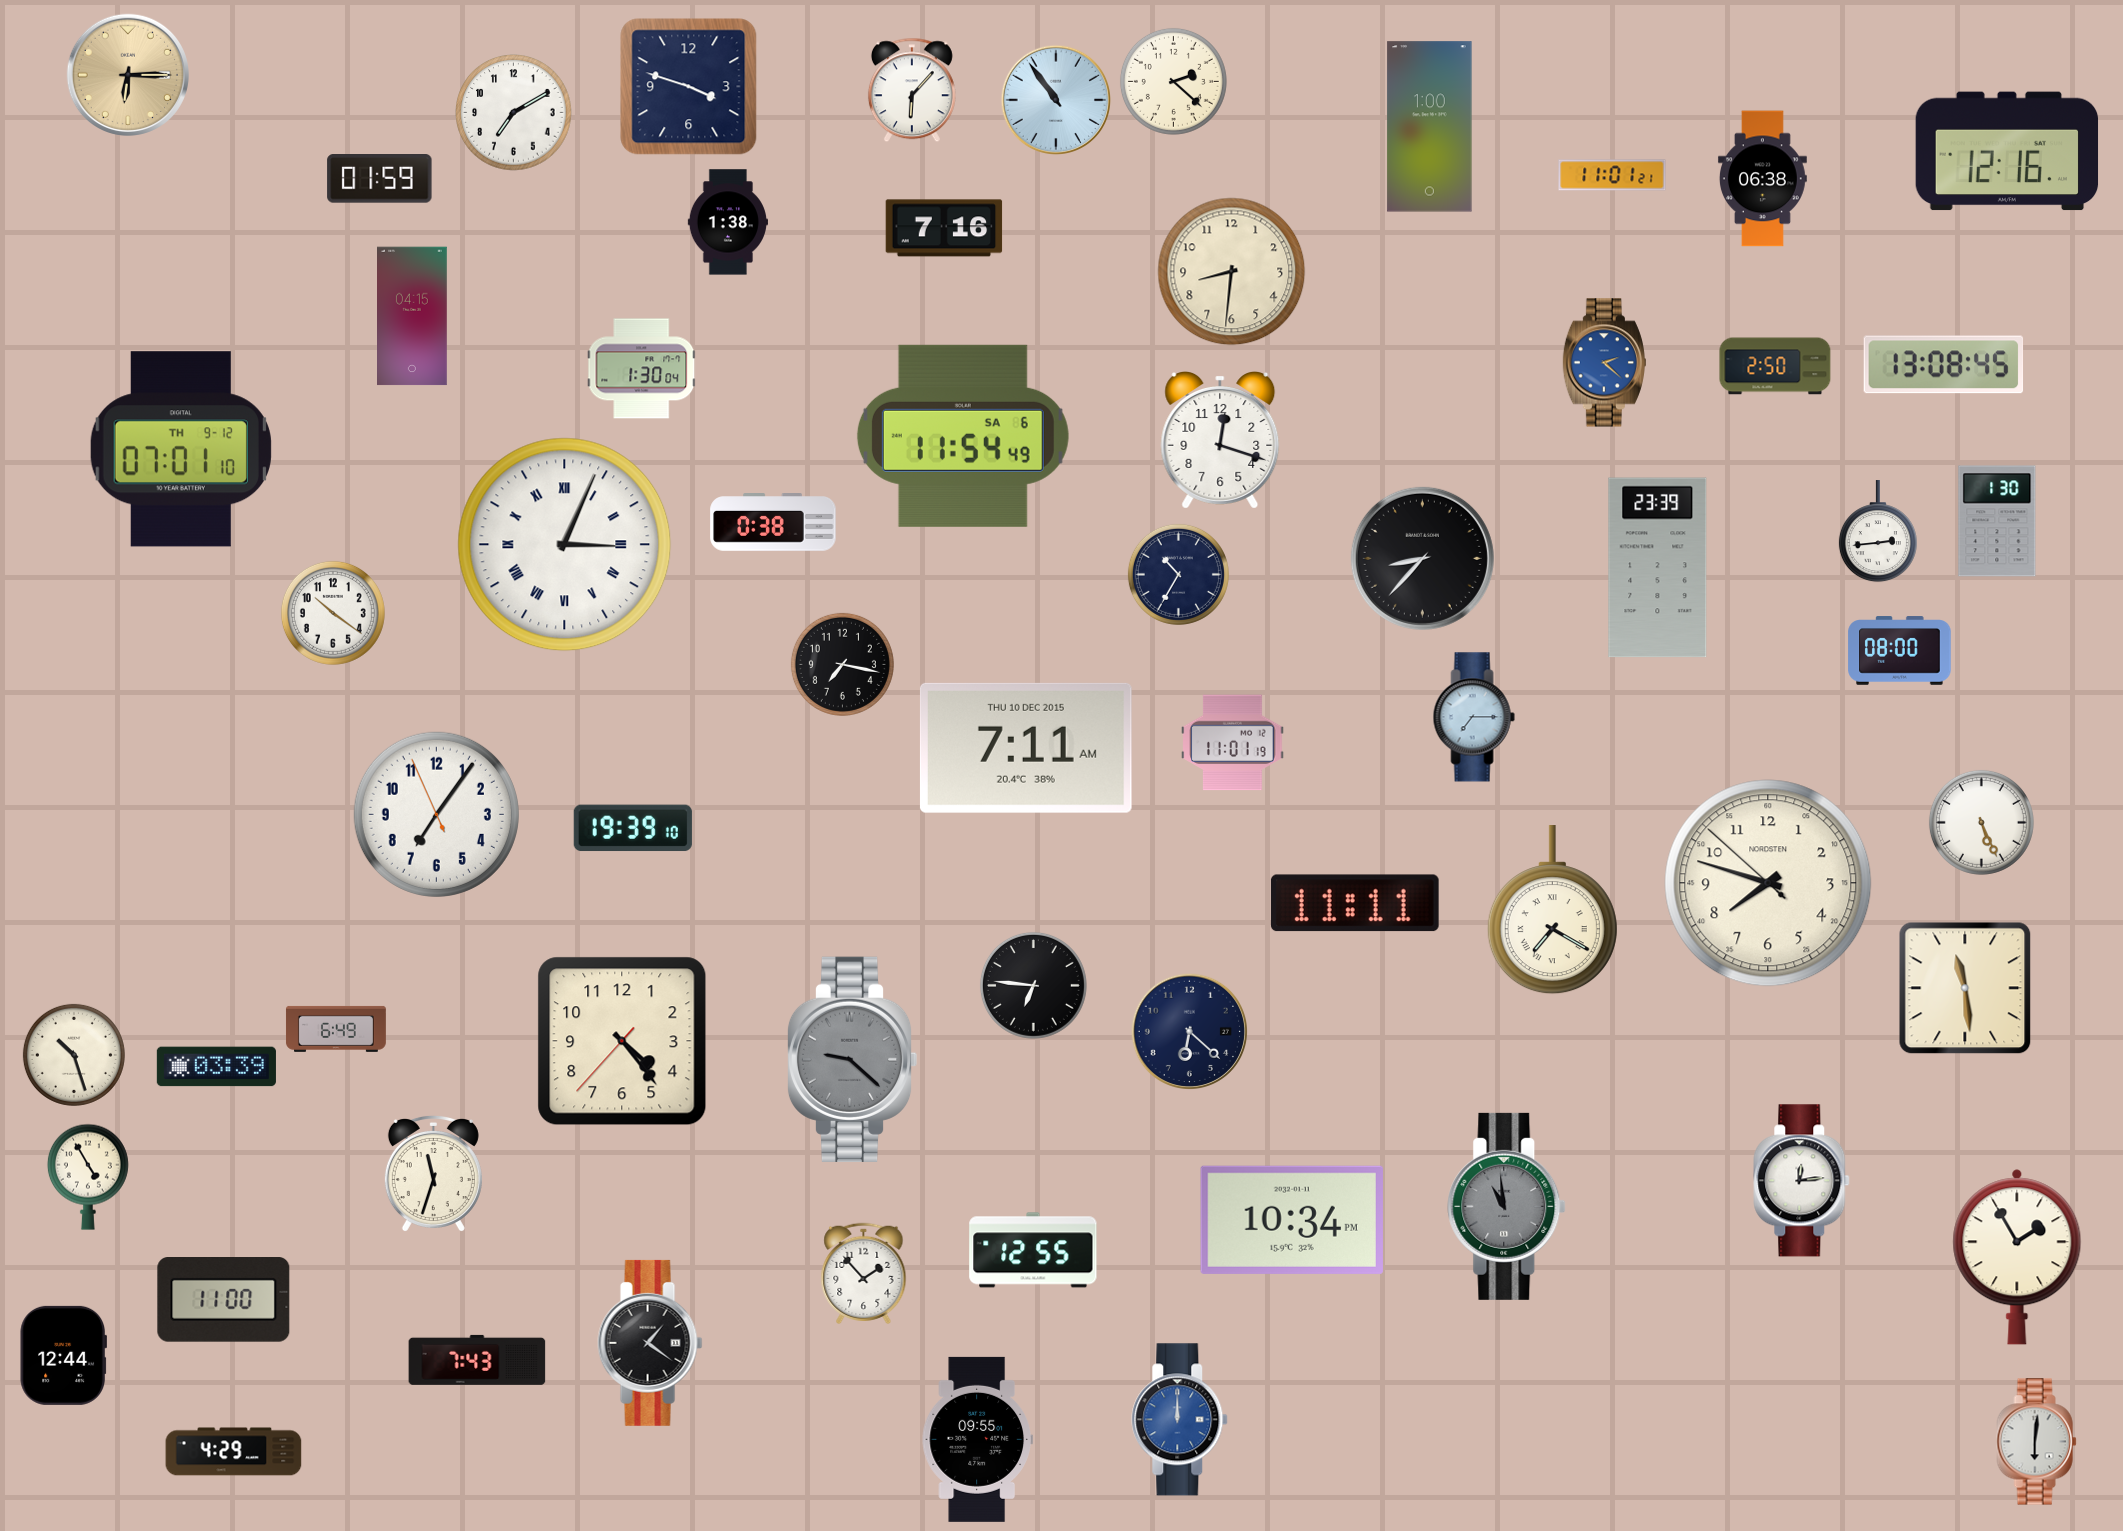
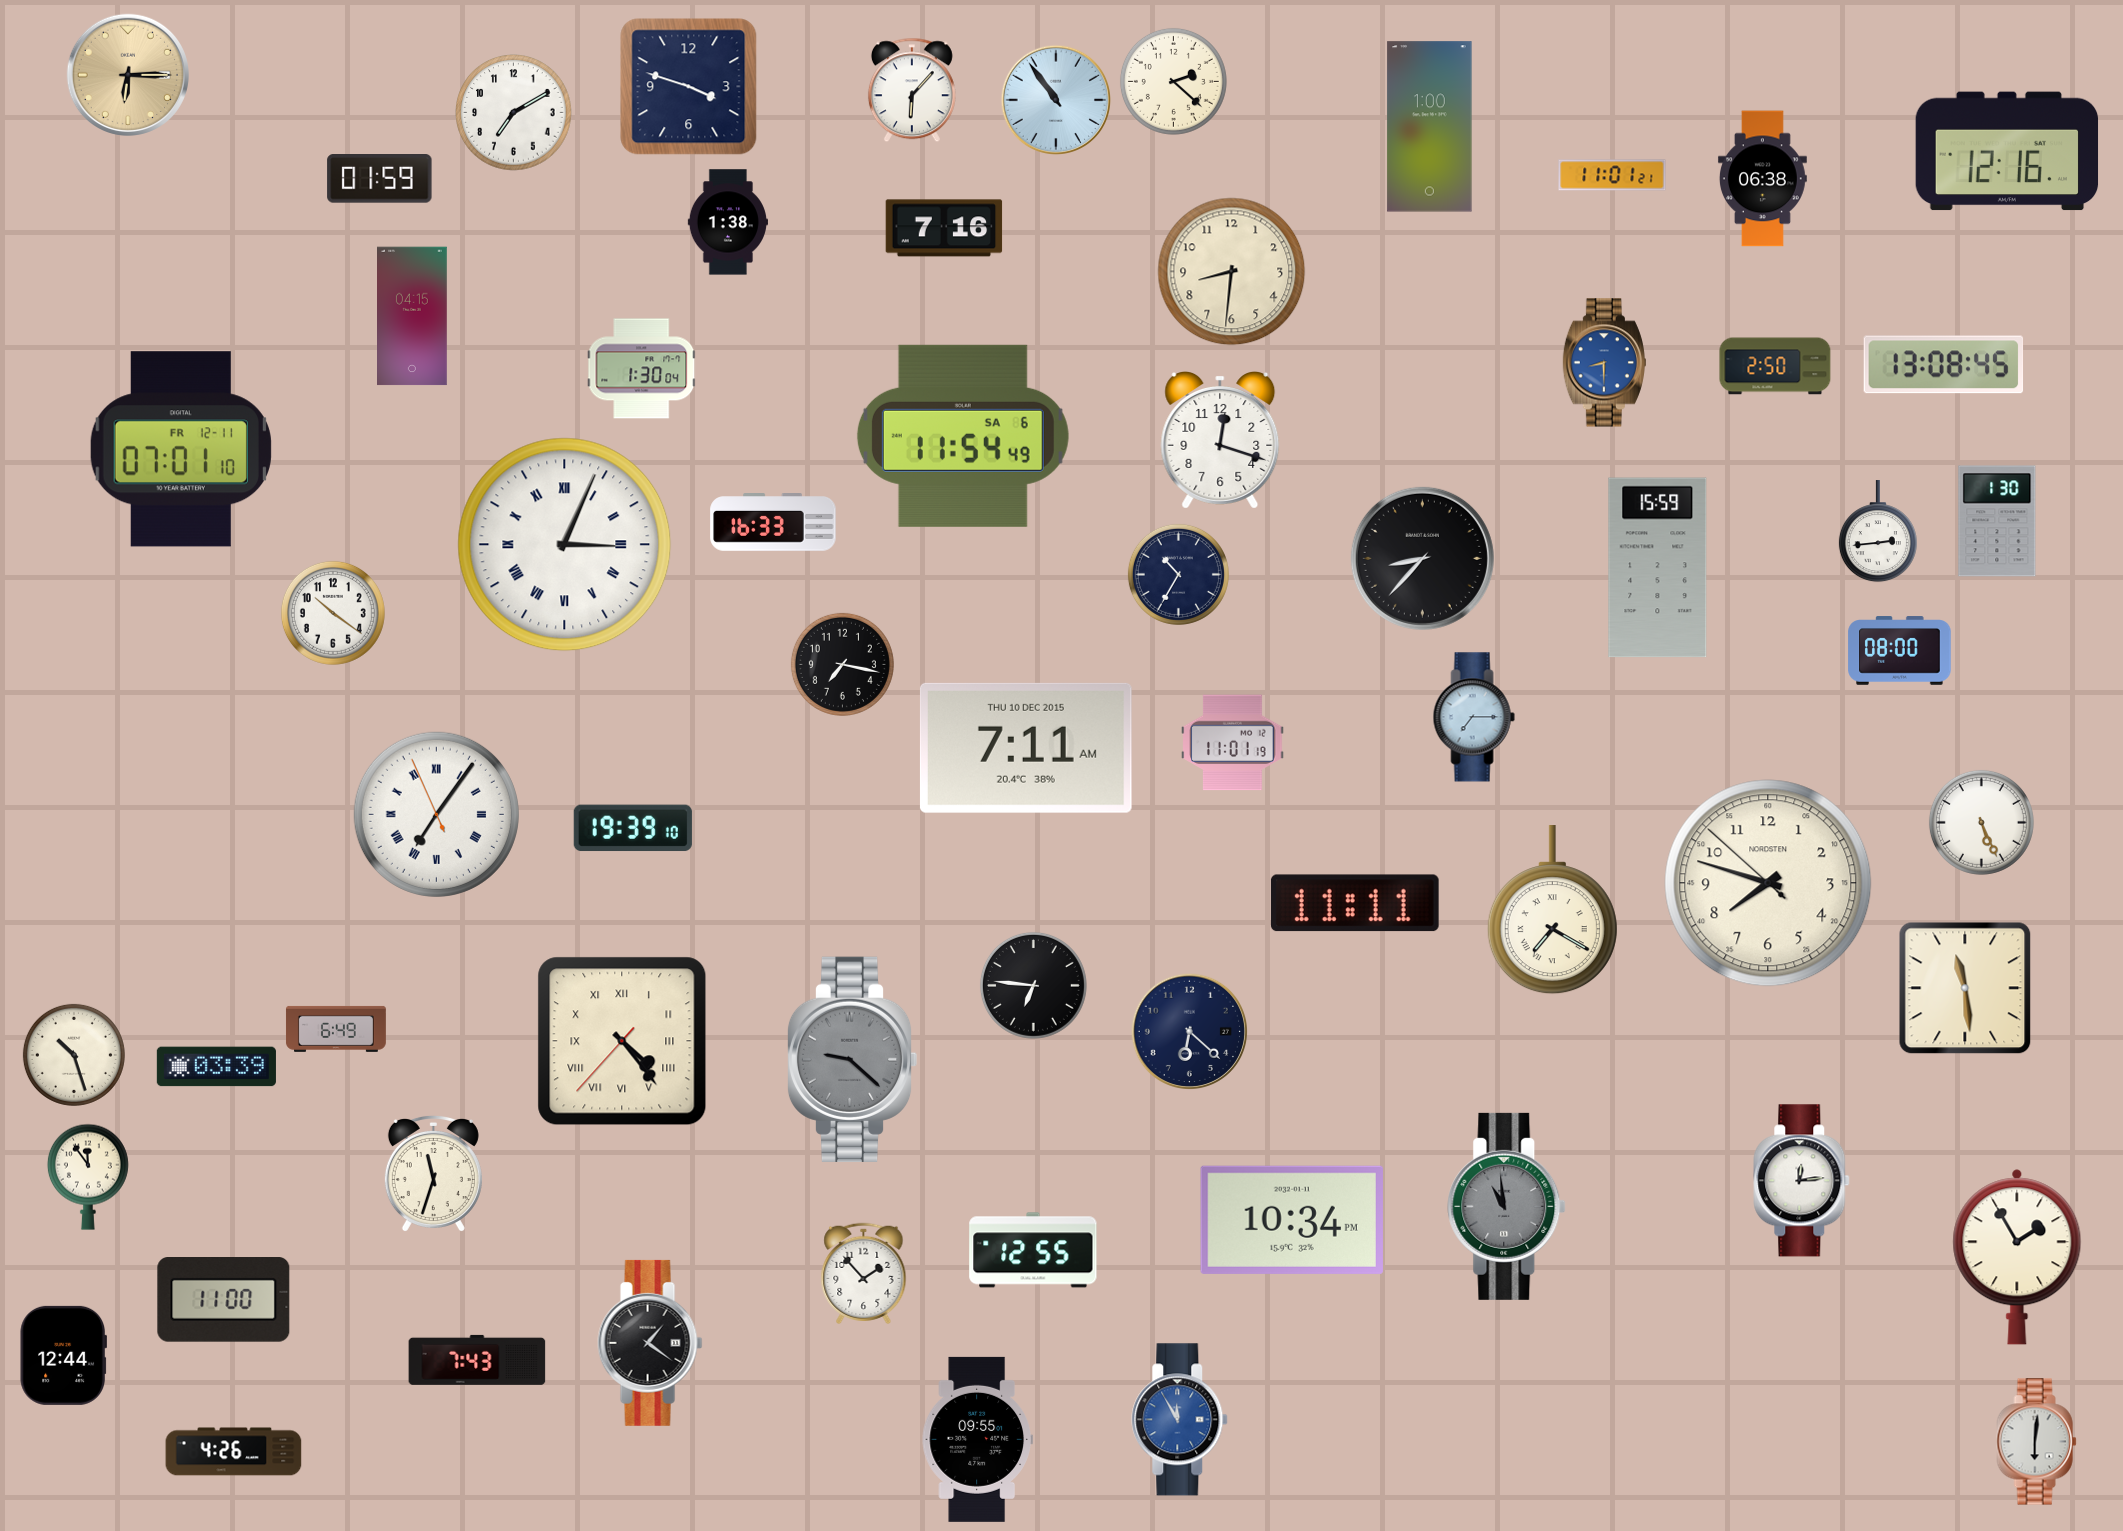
clock at (1604, 363): 2:22 -> 8:30
clock at (181, 449) date: TH 9-12 -> FR 12-11
clock at (773, 523): 0:38 -> 16:33
clock at (1658, 568): 23:39 -> 15:59
clock at (436, 814) numerals: Arabic -> Roman
clock at (622, 1041) numerals: Arabic -> Roman
clock at (88, 1177): 4:55 -> 11:54
clock at (1180, 1420): 12:00 -> 11:55
clock at (234, 1452): 4:29 -> 4:26
